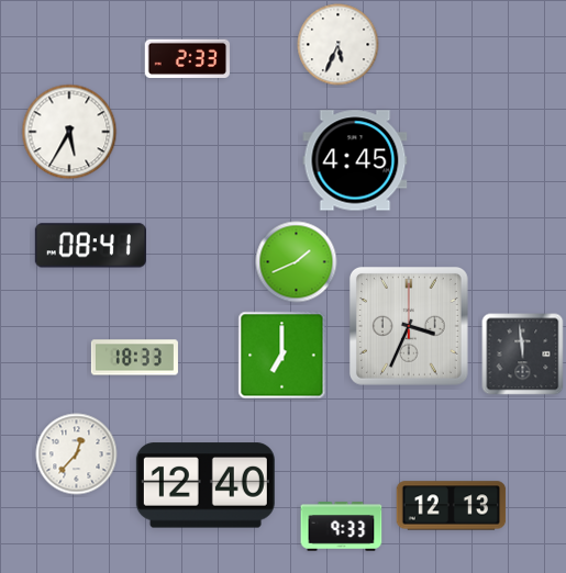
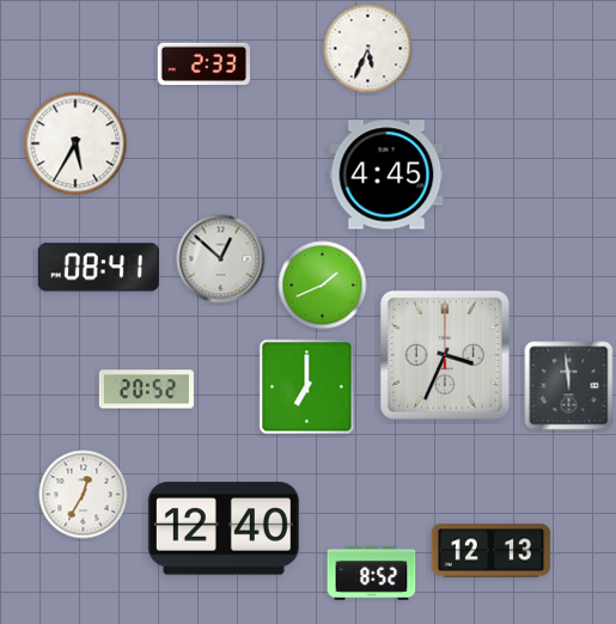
clock at (221, 259): none -> 12:52
clock at (134, 358): 18:33 -> 20:52
clock at (77, 454): 12:37 -> 12:35
clock at (342, 527): 9:33 -> 8:52
